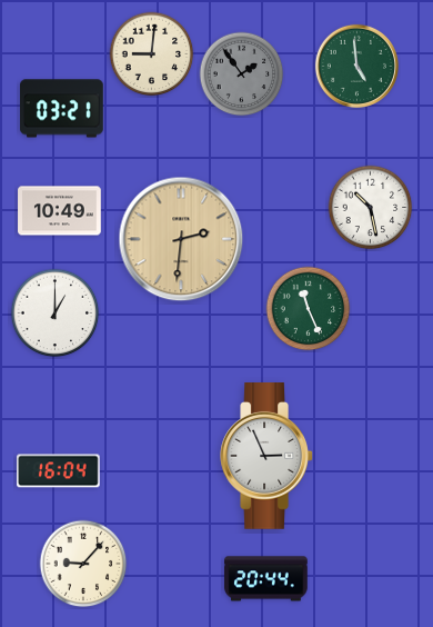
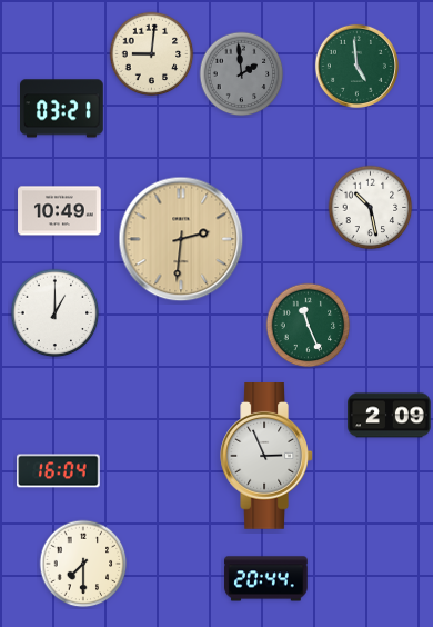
clock at (242, 74): 1:54 -> 1:59
clock at (309, 309) position: (309, 309) -> (309, 326)
clock at (390, 416): none -> 2:09
clock at (83, 564): 9:07 -> 7:30
